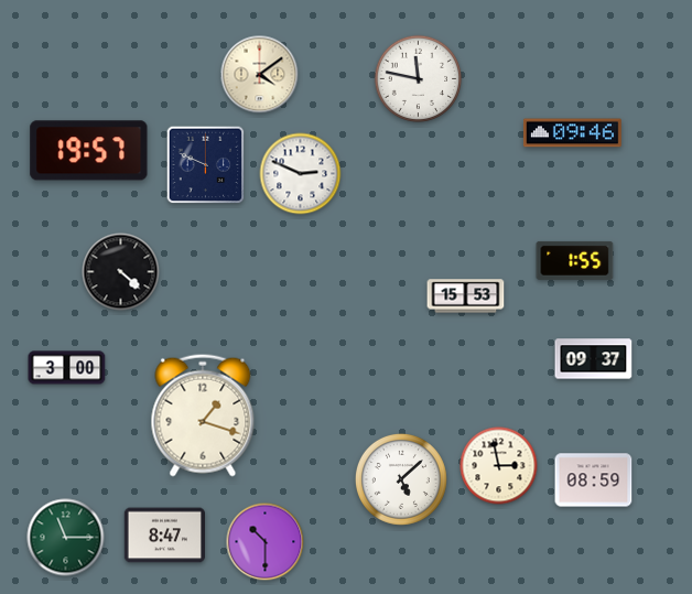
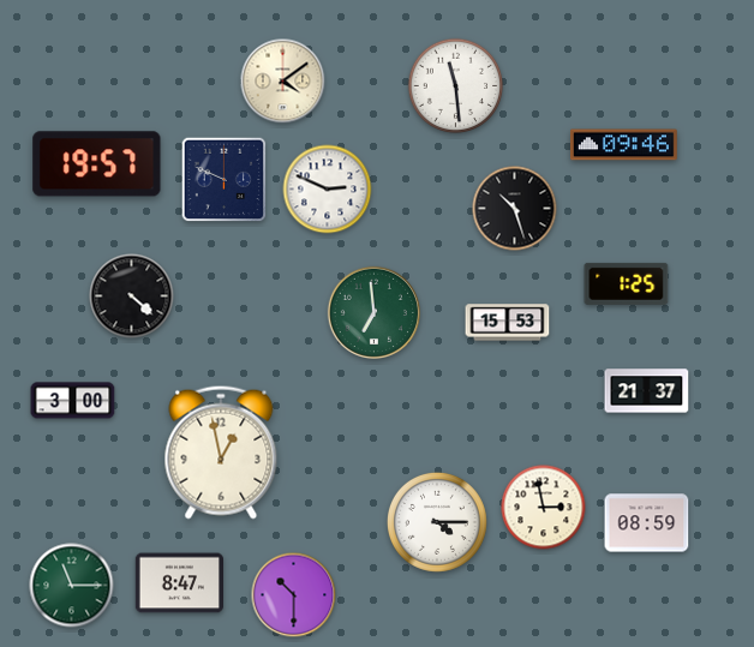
clock at (419, 79): 11:47 -> 11:29
clock at (515, 209): none -> 10:27
clock at (575, 260): 1:55 -> 1:25
clock at (373, 312): none -> 6:59
clock at (594, 359): 09:37 -> 21:37
clock at (203, 415): 1:18 -> 12:58
clock at (401, 479): 5:08 -> 4:15
clock at (266, 542) position: (266, 542) -> (294, 595)
